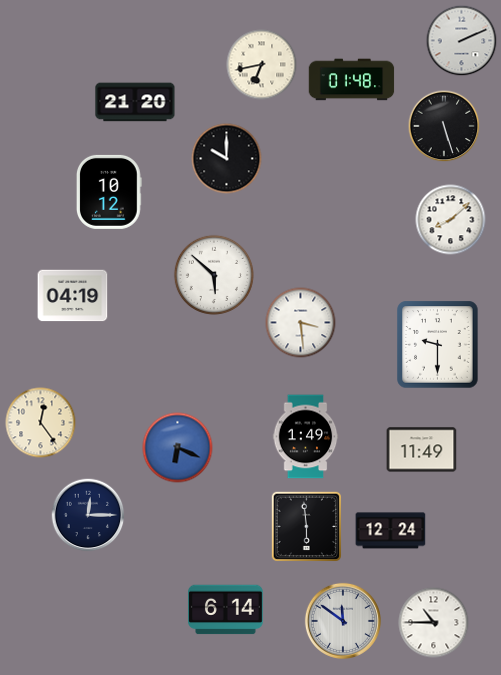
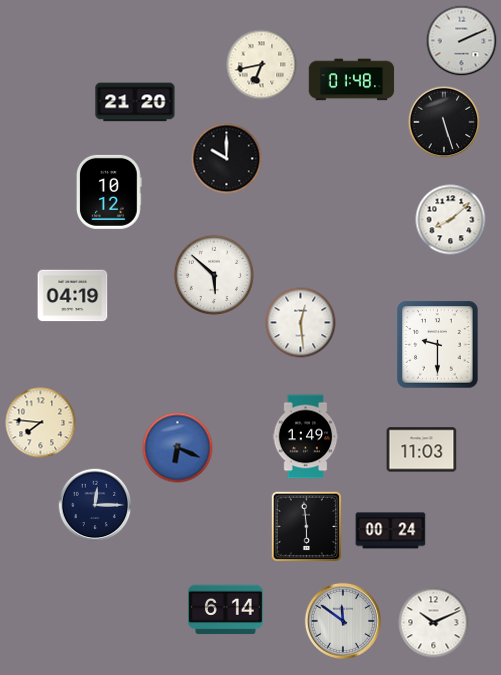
clock at (444, 126) position: (444, 126) -> (444, 122)
clock at (301, 323): 3:29 -> 12:29
clock at (41, 423): 12:24 -> 7:46
clock at (422, 450): 11:49 -> 11:03
clock at (88, 515) position: (88, 515) -> (95, 505)
clock at (391, 531): 12:24 -> 00:24
clock at (434, 623): 10:45 -> 10:11
